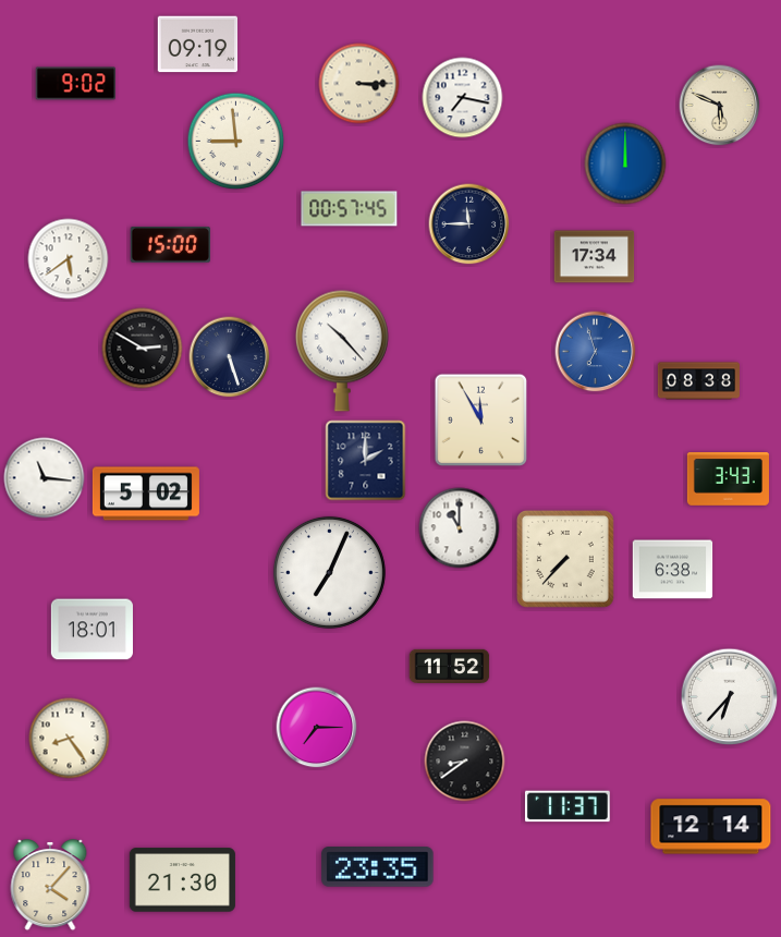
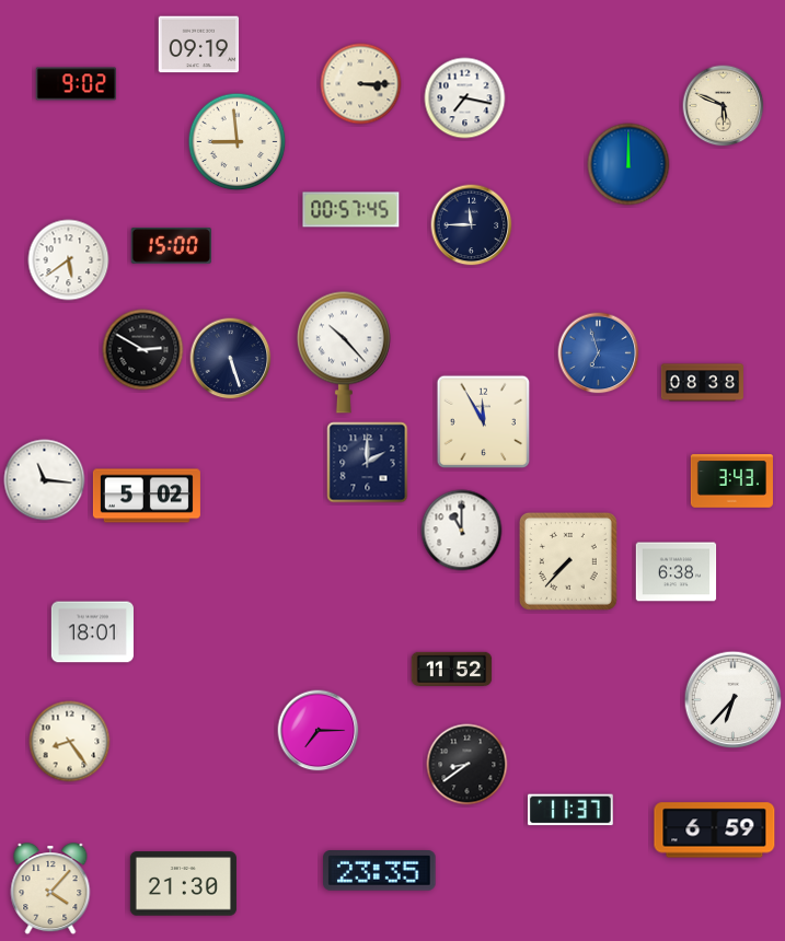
clock at (595, 257): 17:34 -> none
clock at (329, 572): 7:04 -> none
clock at (711, 827): 12:14 -> 6:59
